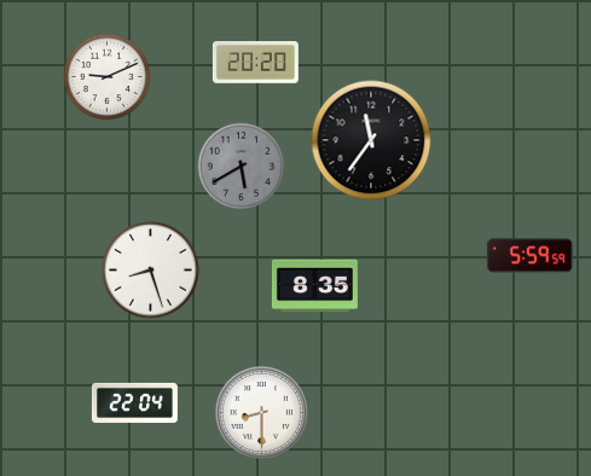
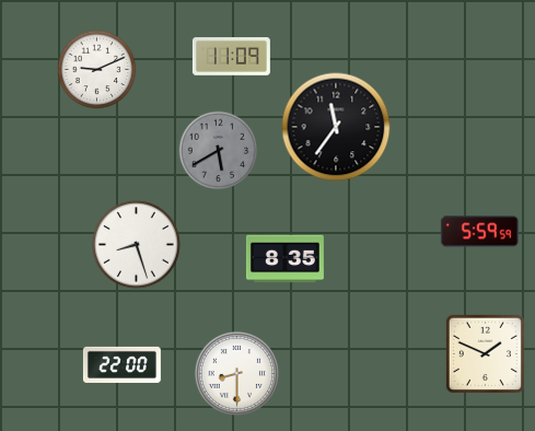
clock at (255, 63): 20:20 -> 11:09
clock at (485, 353): none -> 1:49
clock at (134, 402): 22:04 -> 22:00
